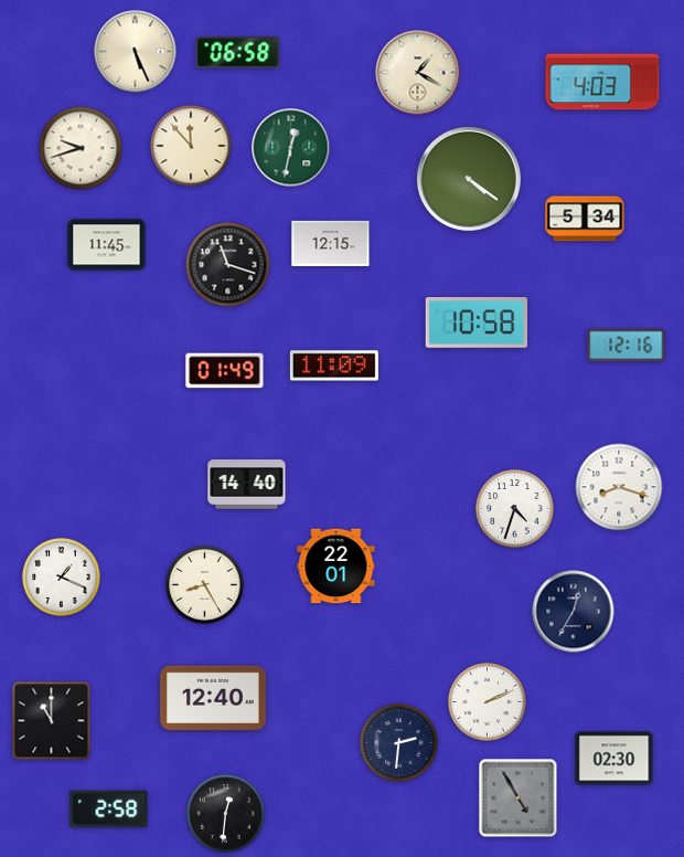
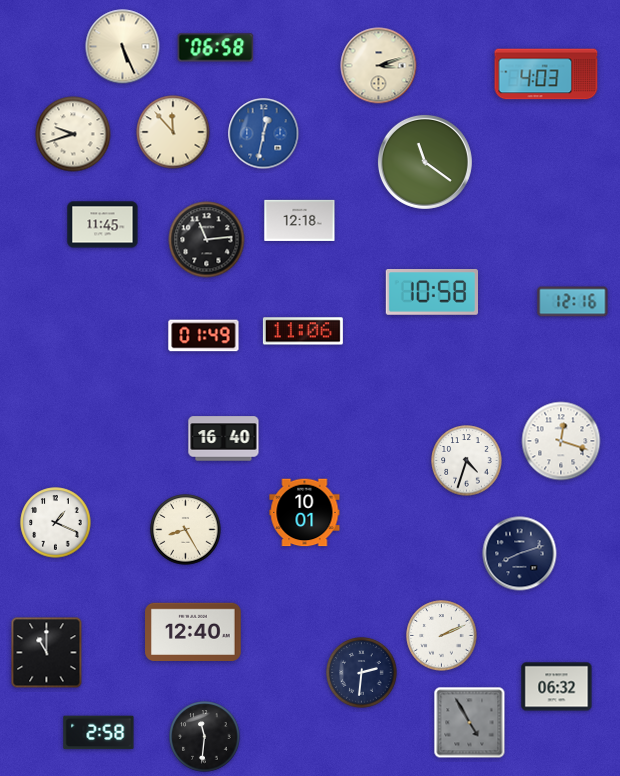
clock at (418, 73): 1:20 -> 3:12
clock at (291, 148) dial: green -> blue
clock at (469, 179): 4:21 -> 11:21
clock at (585, 219): 5:34 -> none
clock at (331, 243): 12:15 -> 12:18
clock at (107, 245) position: (107, 245) -> (103, 225)
clock at (228, 265): 11:18 -> 11:14
clock at (627, 346) position: (627, 346) -> (573, 302)
clock at (334, 366): 11:09 -> 11:06
clock at (247, 485): 14:40 -> 16:40
clock at (619, 487): 8:18 -> 12:18
clock at (336, 567): 22:01 -> 10:01
clock at (574, 612): 12:35 -> 8:12
clock at (614, 759): 02:30 -> 06:32
clock at (226, 814): 12:31 -> 11:31
